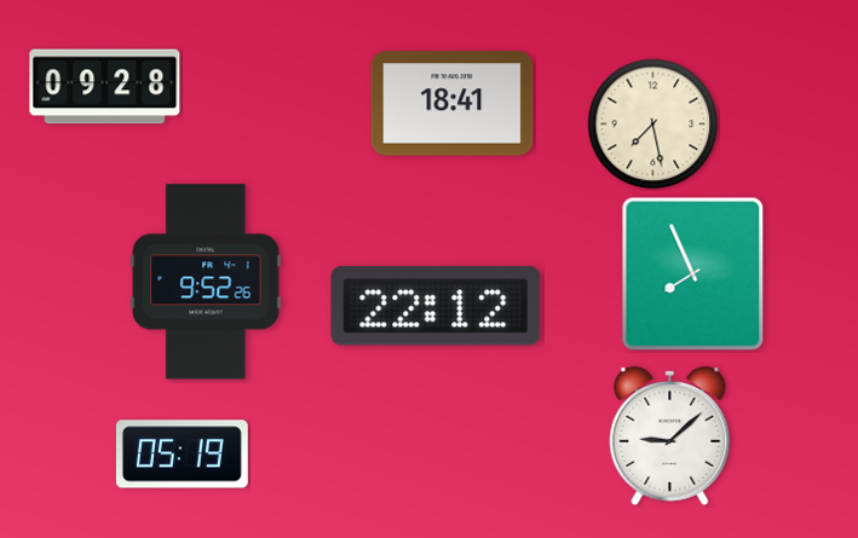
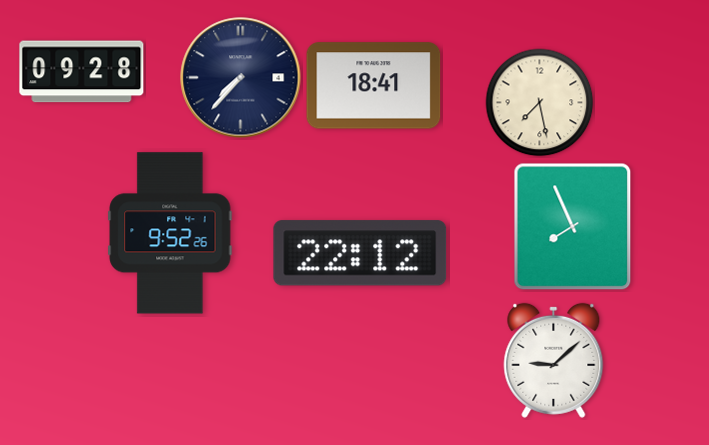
clock at (105, 87) position: (105, 87) -> (82, 72)
clock at (241, 78): none -> 7:37
clock at (182, 455): 05:19 -> none
